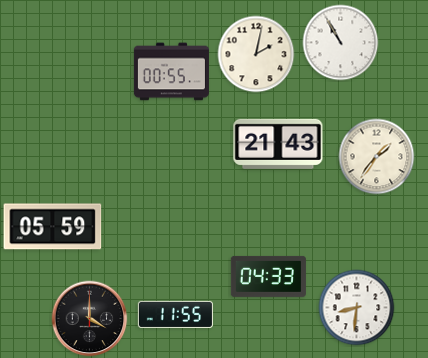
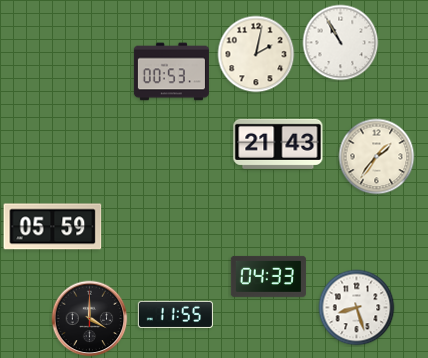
clock at (171, 72): 00:55 -> 00:53
clock at (357, 308): 8:31 -> 8:27
